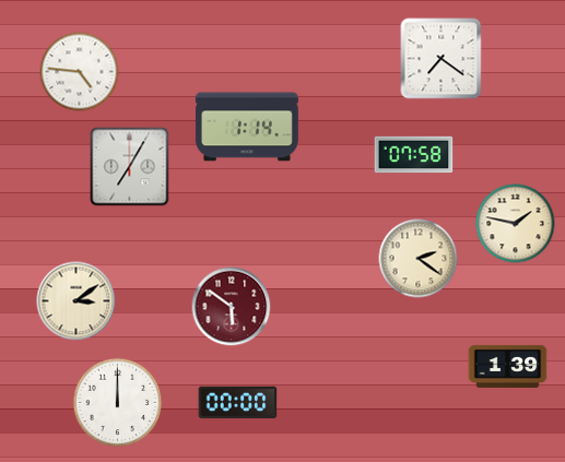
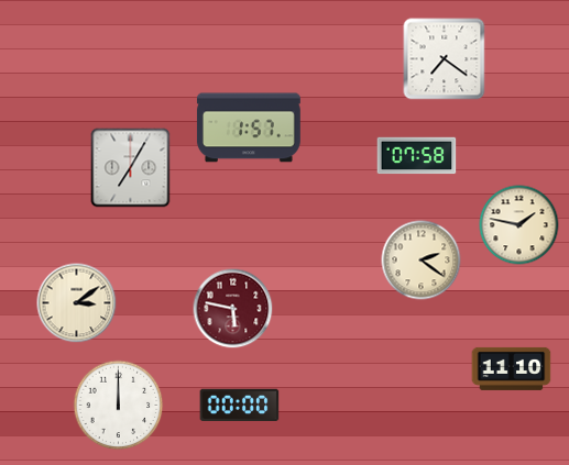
clock at (80, 72): 4:46 -> none
clock at (247, 127): 1:14 -> 1:57
clock at (232, 307): 5:51 -> 5:47
clock at (508, 366): 1:39 -> 11:10
